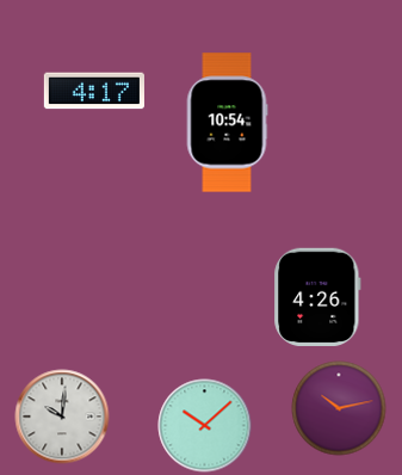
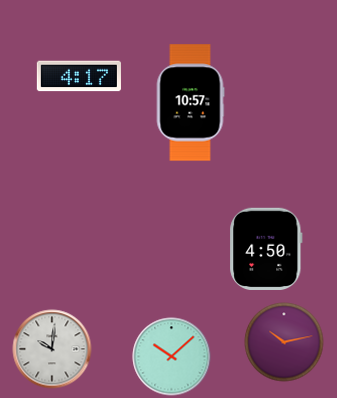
clock at (227, 123): 10:54 -> 10:57
clock at (317, 296): 4:26 -> 4:50
